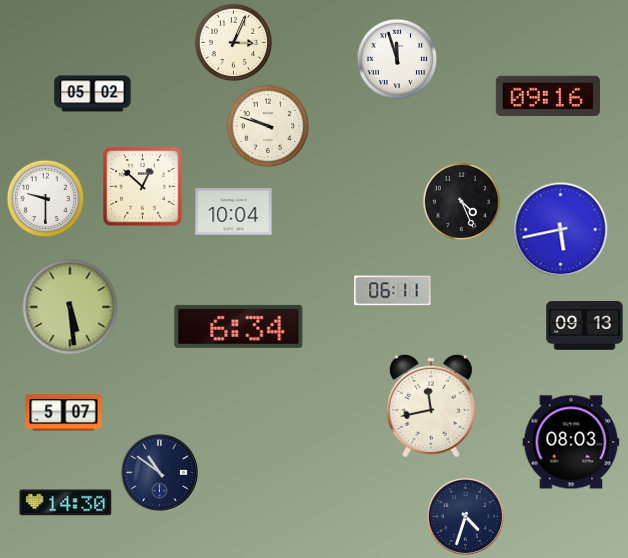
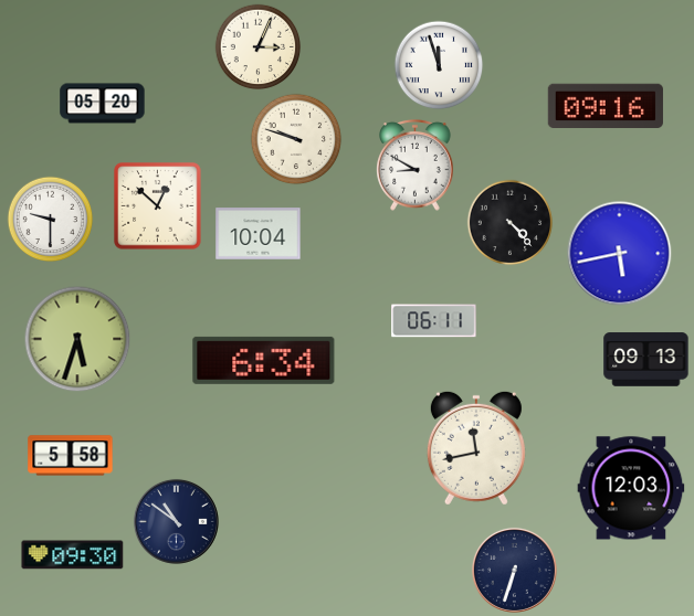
clock at (93, 94): 05:02 -> 05:20
clock at (416, 164): none -> 8:50
clock at (461, 201): 4:26 -> 4:23
clock at (70, 307): 5:29 -> 5:33
clock at (64, 413): 5:07 -> 5:58
clock at (571, 442): 08:03 -> 12:03
clock at (66, 503): 14:30 -> 09:30
clock at (465, 516): 4:33 -> 6:33
